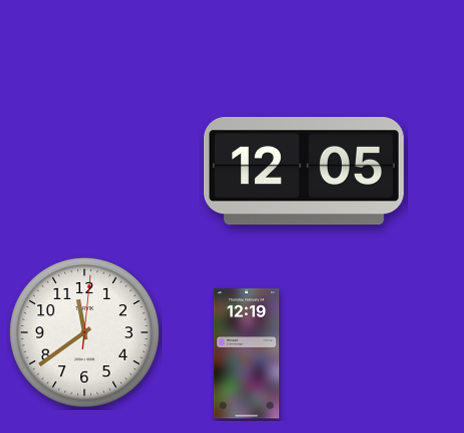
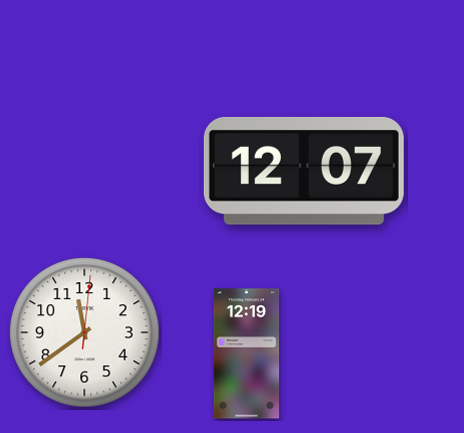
clock at (304, 171): 12:05 -> 12:07
